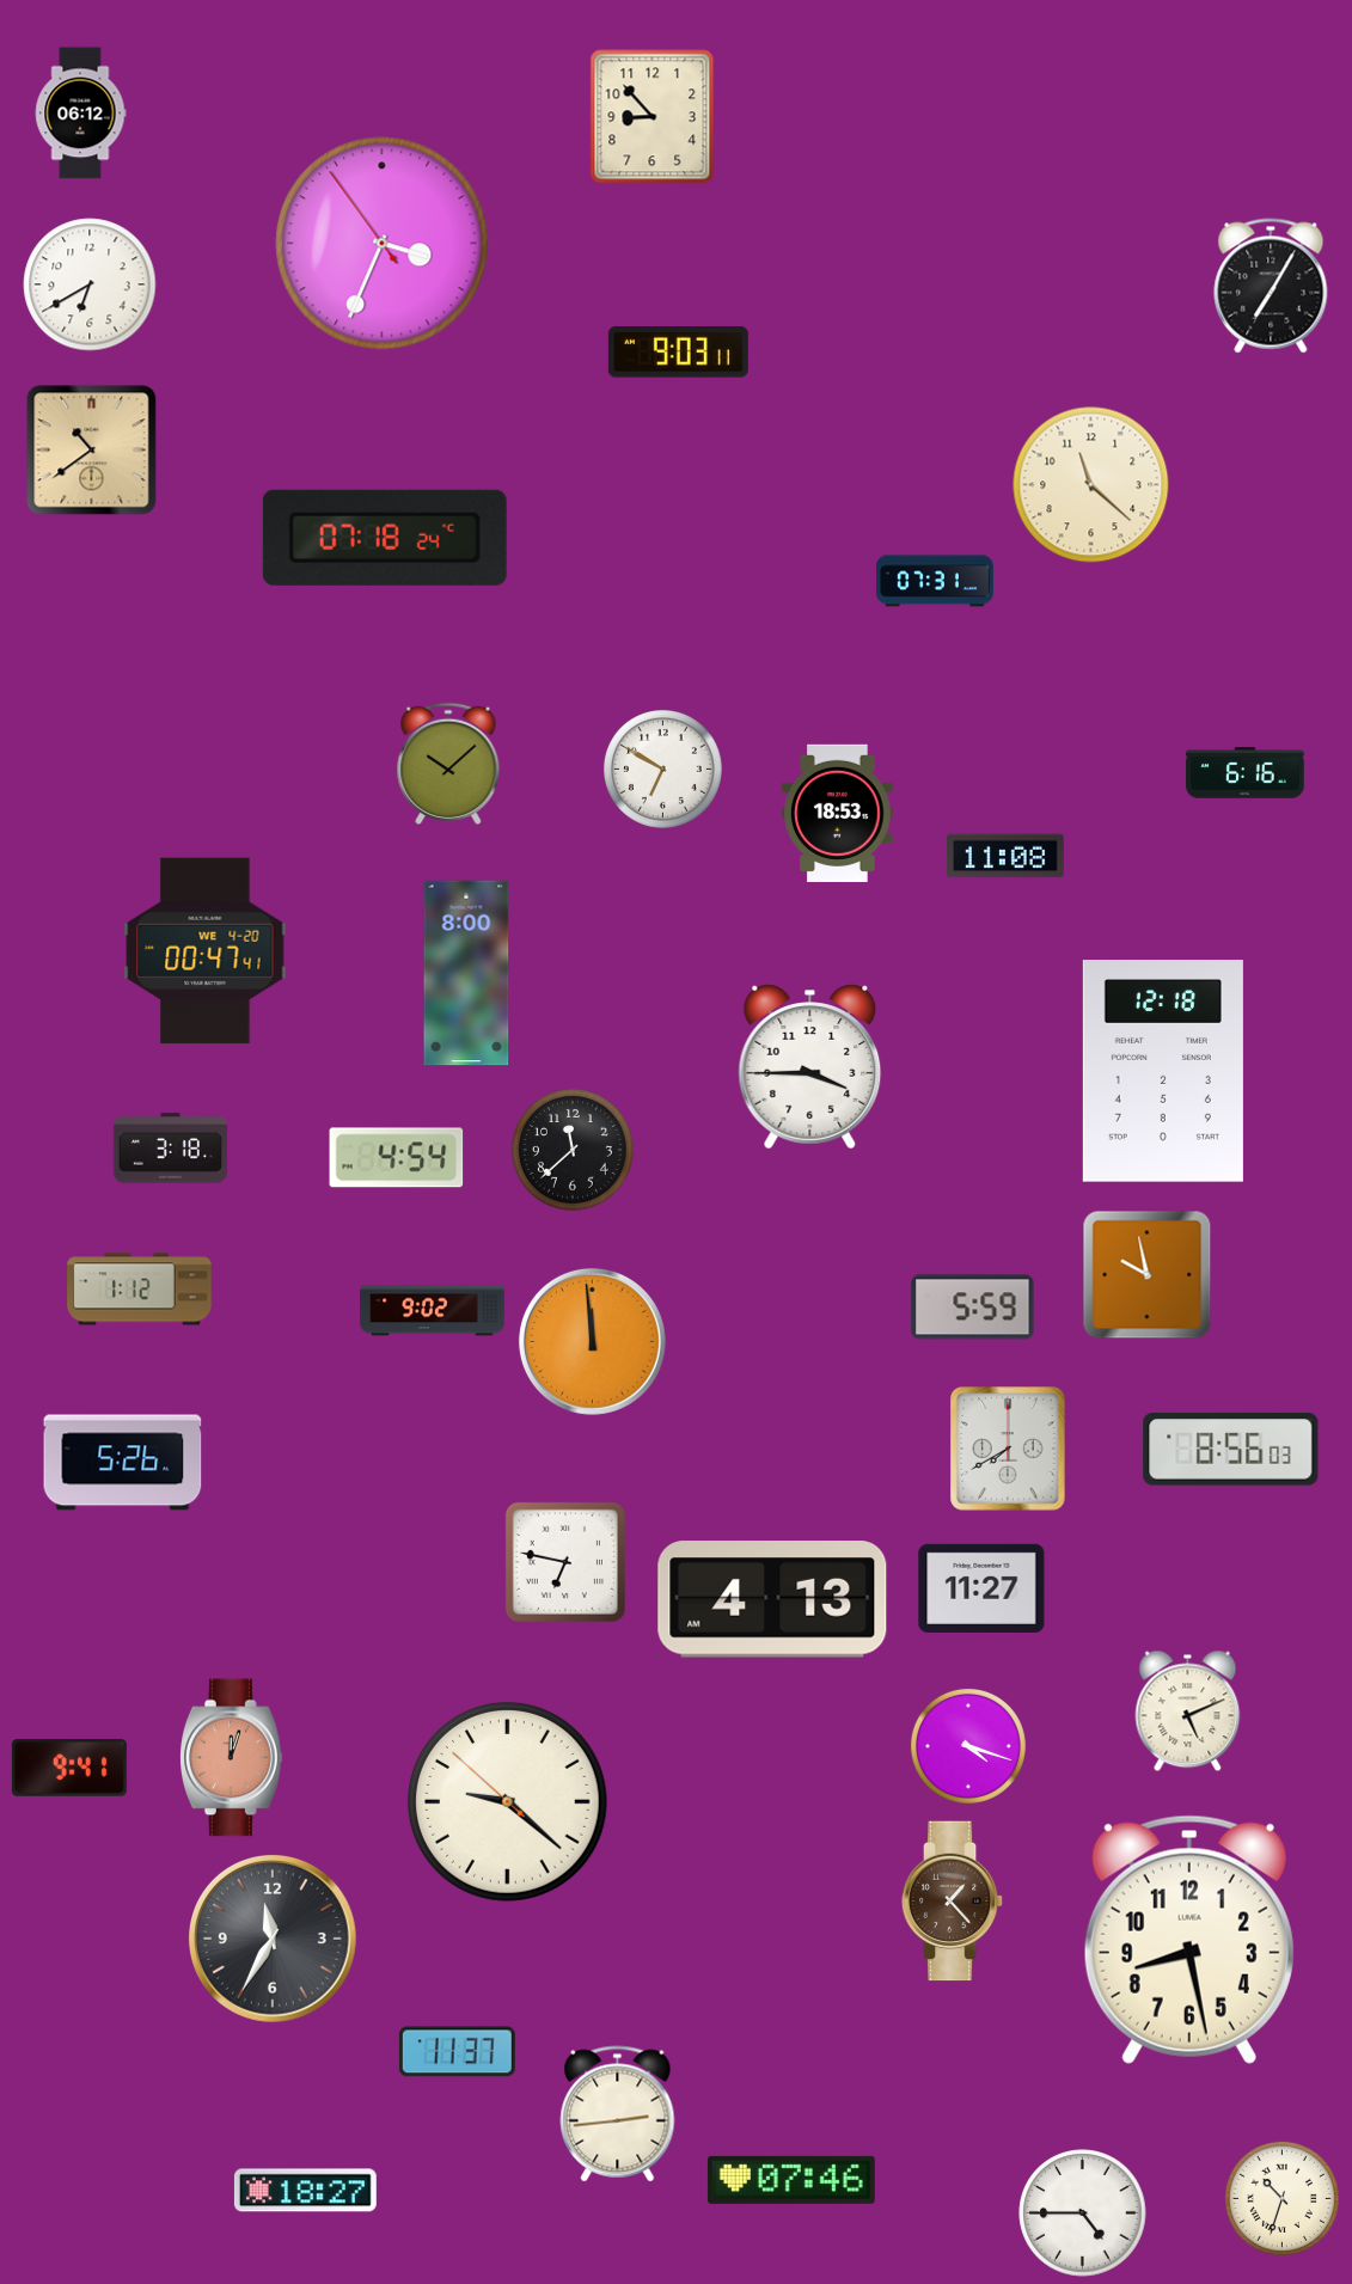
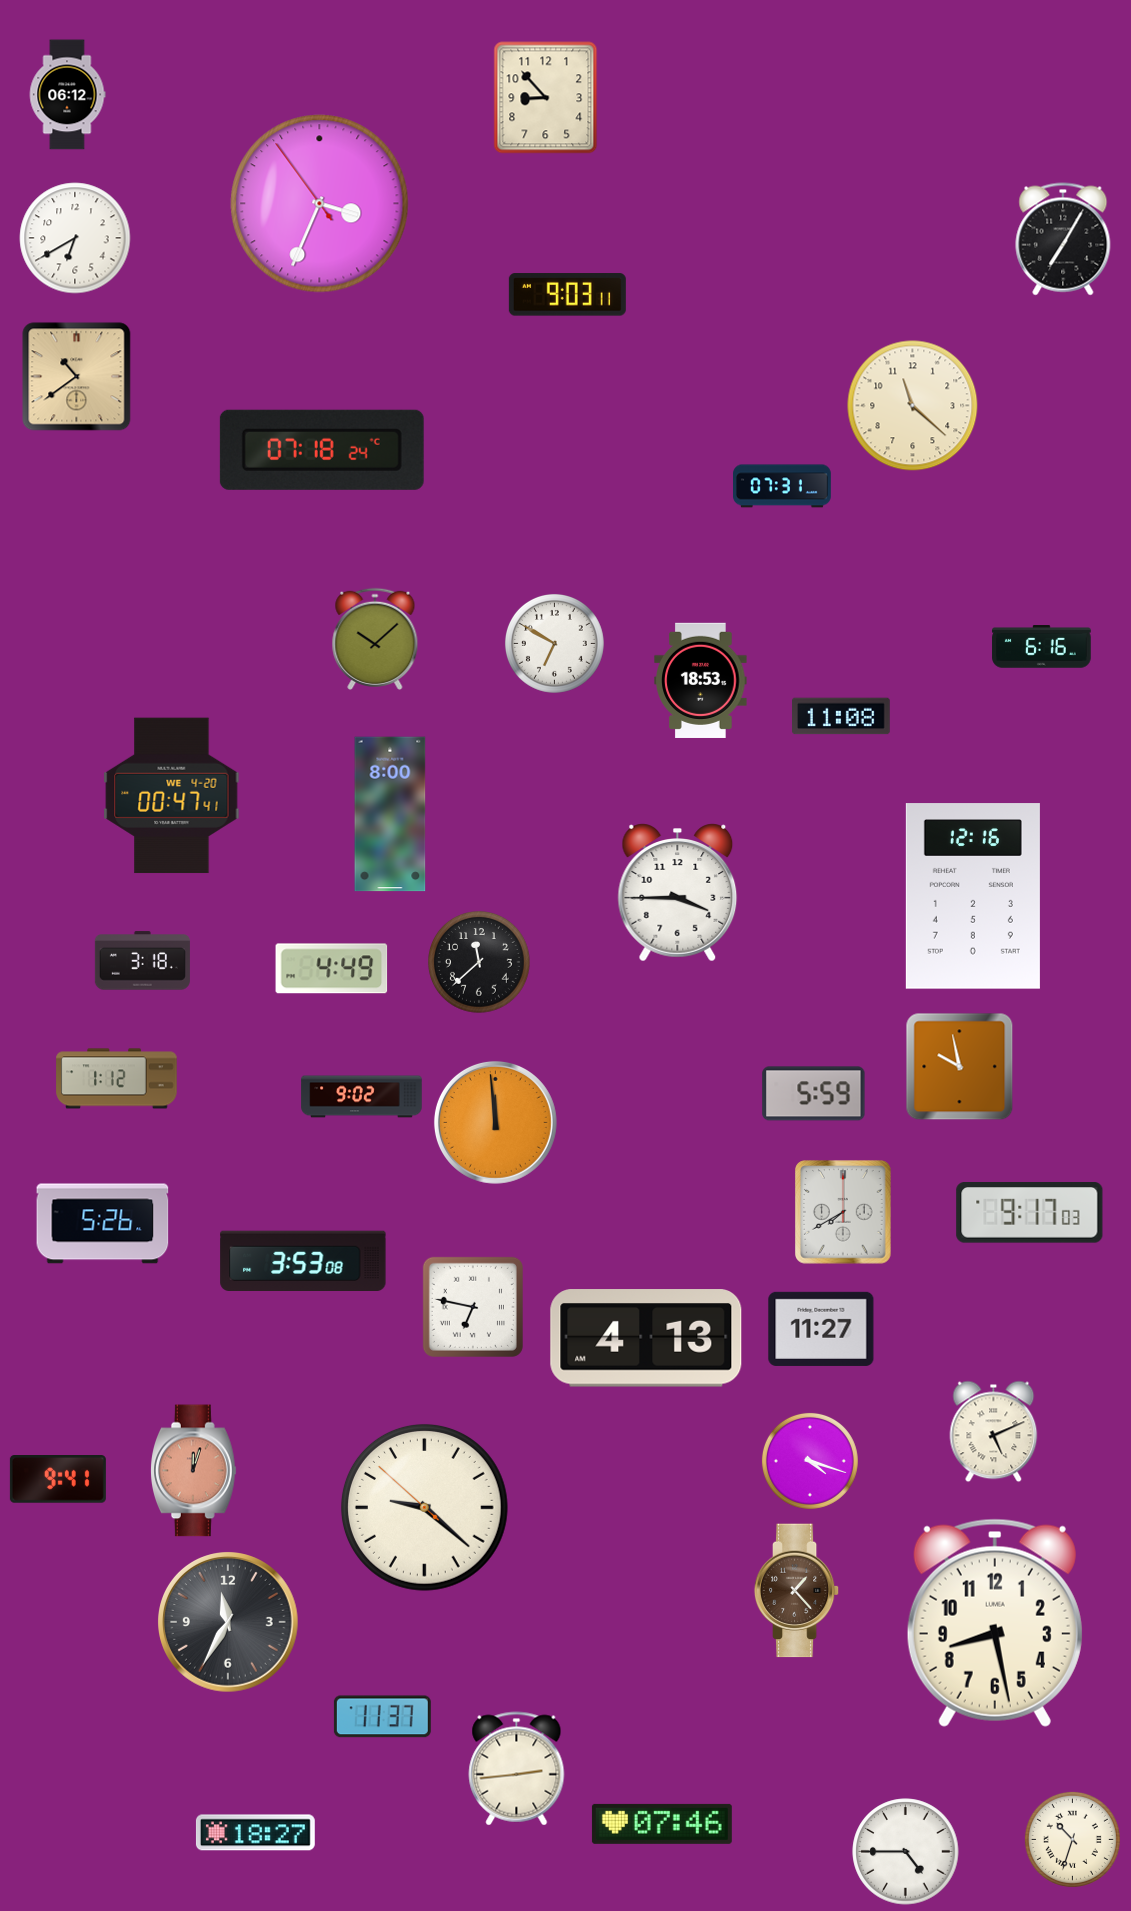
clock at (1163, 1071): 12:18 -> 12:16
clock at (397, 1158): 4:54 -> 4:49
clock at (1231, 1450): 8:56 -> 9:17
clock at (303, 1261): none -> 3:53
